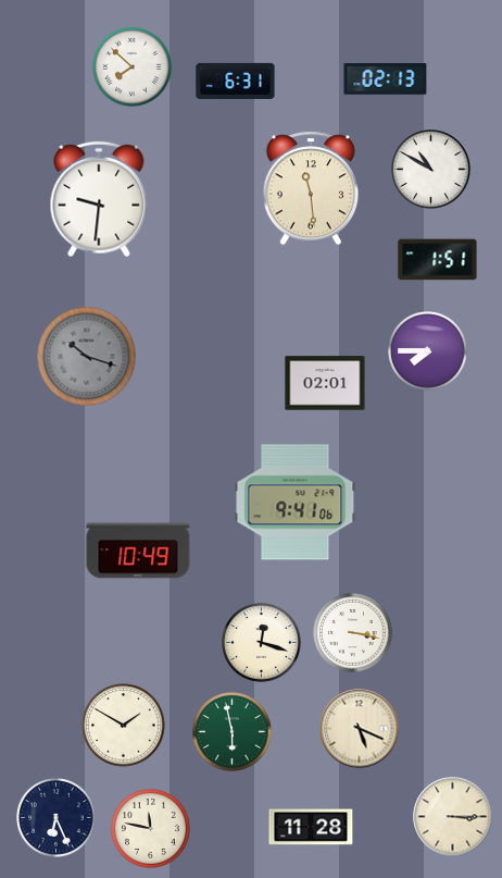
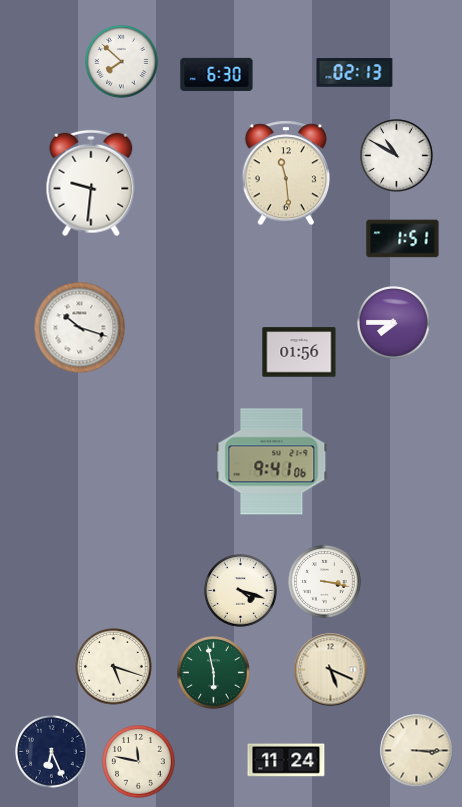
clock at (236, 81): 6:31 -> 6:30
clock at (87, 357) dial: grey -> white
clock at (325, 383): 02:01 -> 01:56
clock at (138, 551): 10:49 -> none
clock at (262, 643): 12:18 -> 4:18
clock at (124, 726): 1:50 -> 5:18
clock at (311, 827): 11:28 -> 11:24
